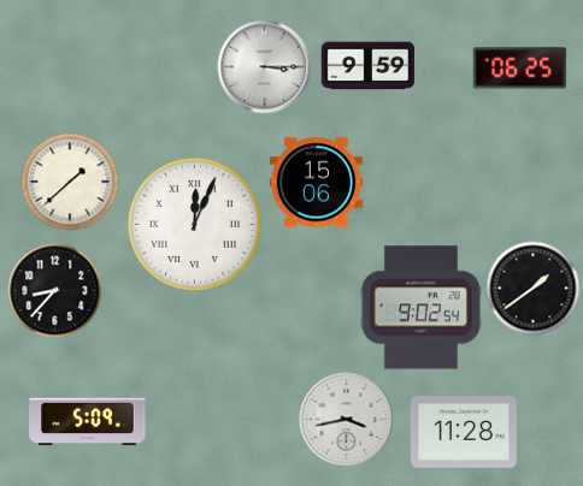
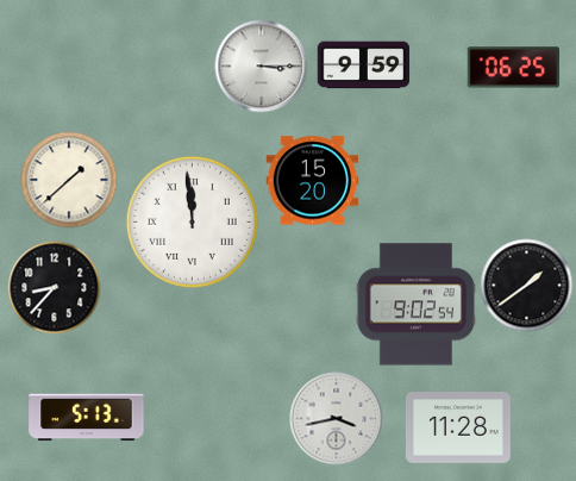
clock at (316, 183): 15:06 -> 15:20
clock at (194, 224): 12:04 -> 11:59
clock at (346, 419) position: (346, 419) -> (336, 418)
clock at (88, 422): 5:09 -> 5:13
